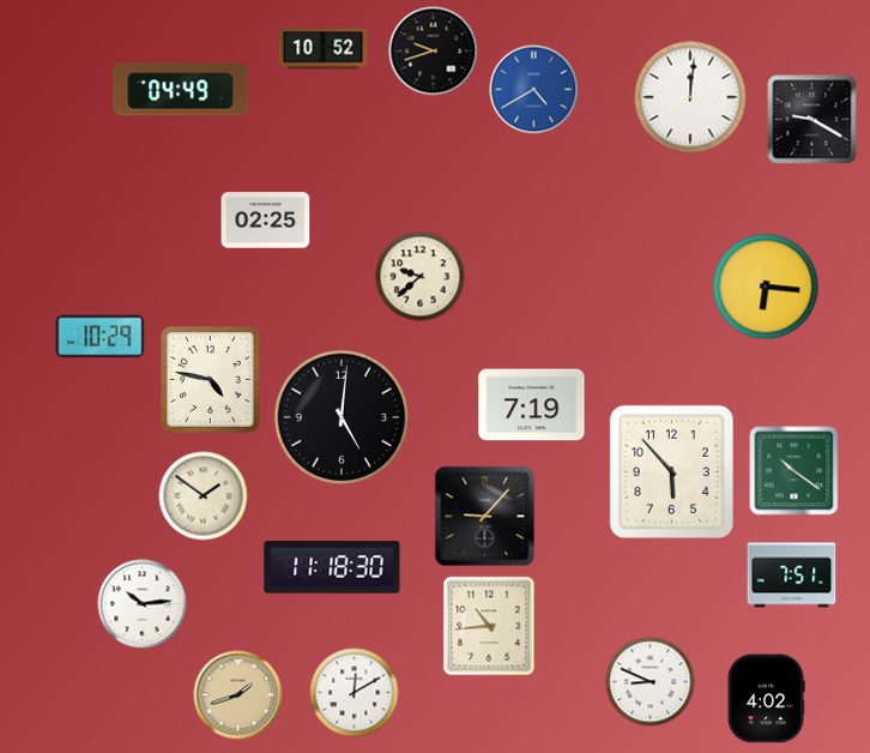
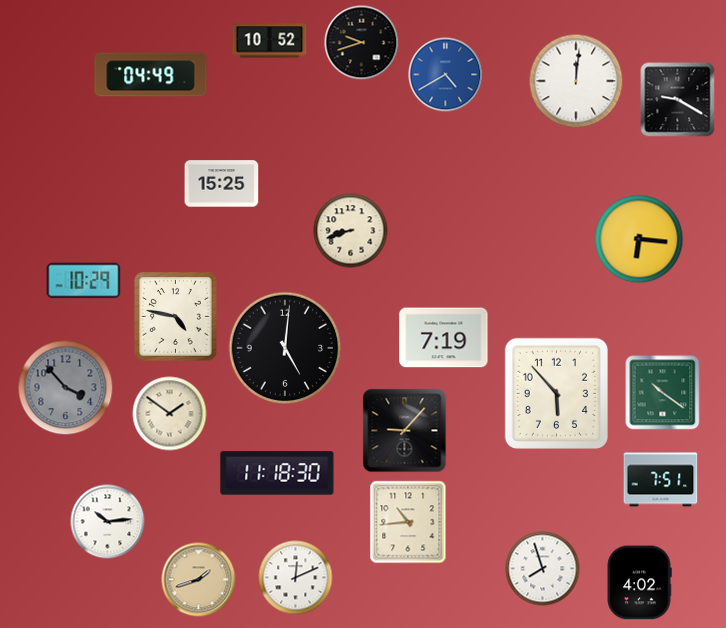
clock at (266, 221): 02:25 -> 15:25
clock at (421, 277): 9:38 -> 8:42
clock at (66, 388): none -> 3:53
clock at (671, 471) position: (671, 471) -> (556, 393)
clock at (143, 604) position: (143, 604) -> (108, 522)
clock at (651, 682): 8:49 -> 7:57
clock at (355, 693): 12:10 -> 12:11
